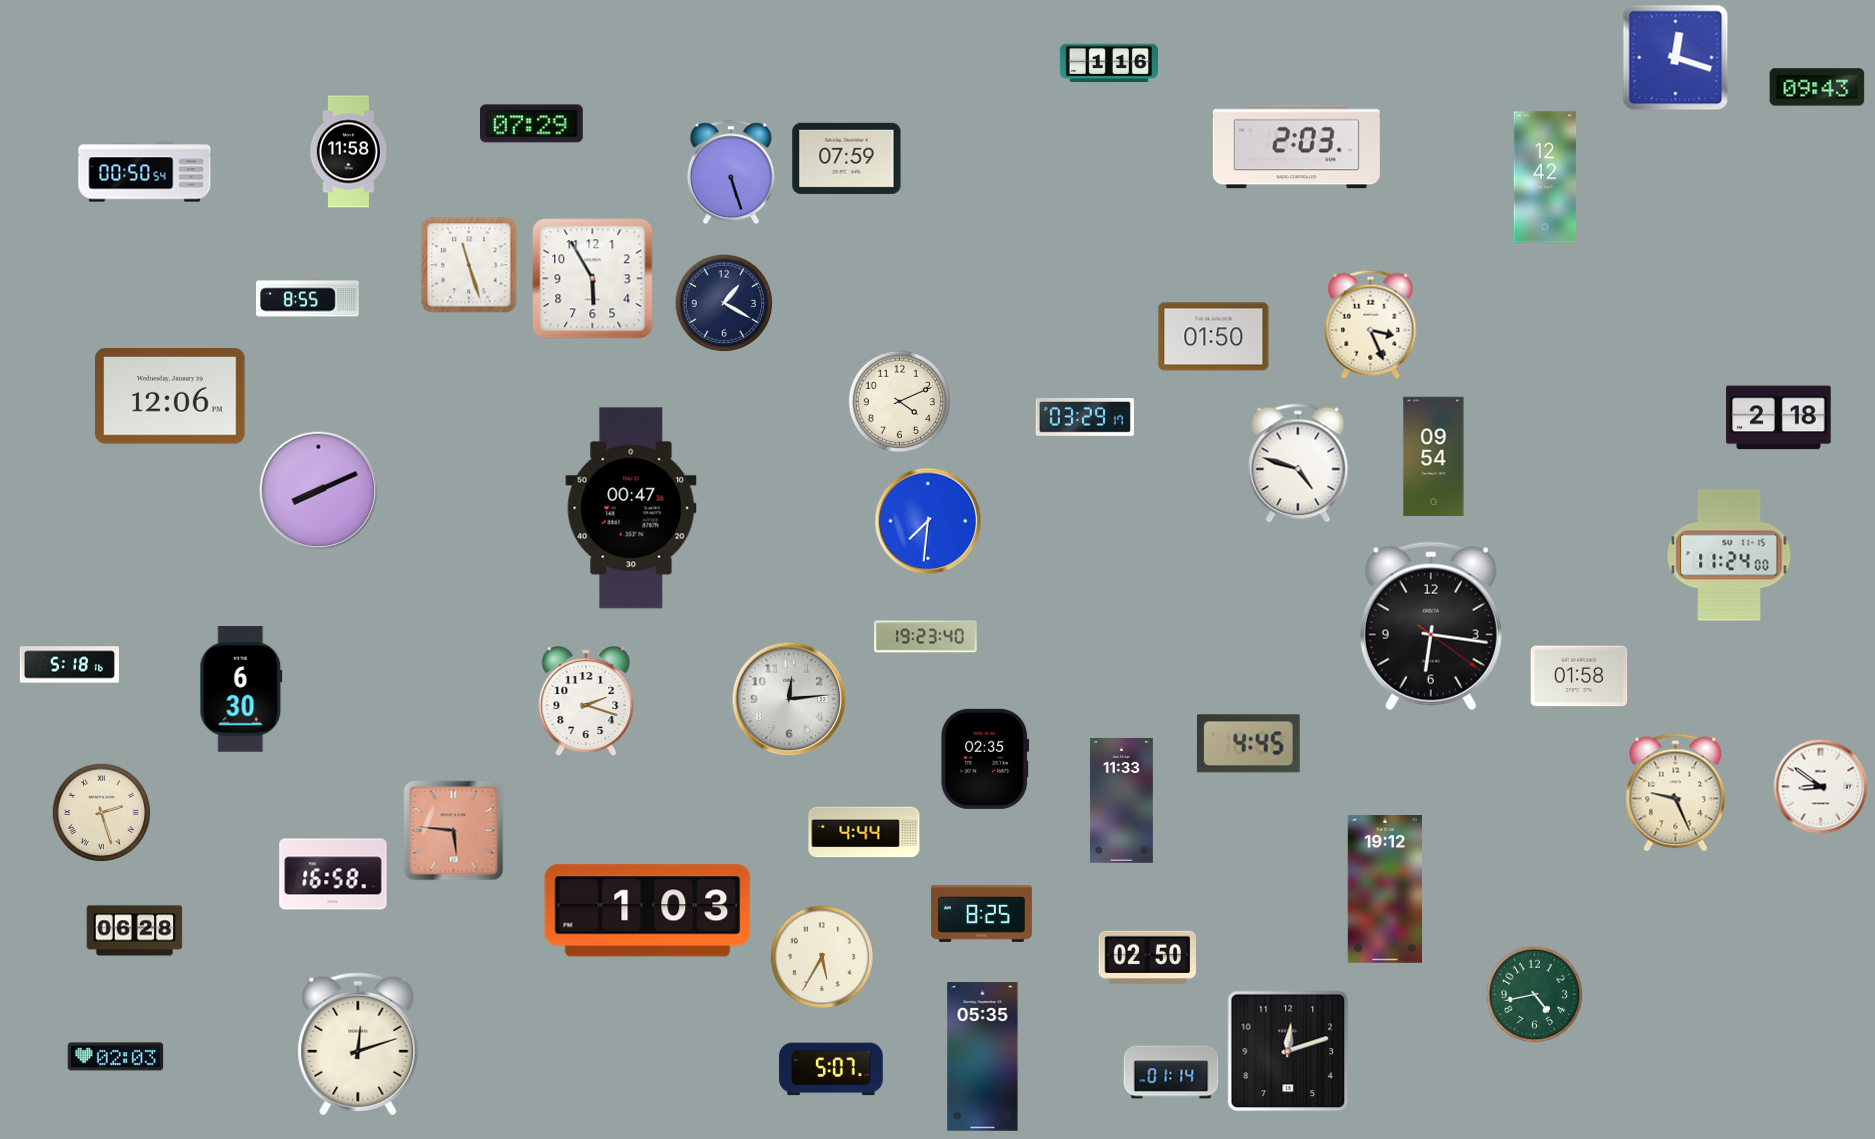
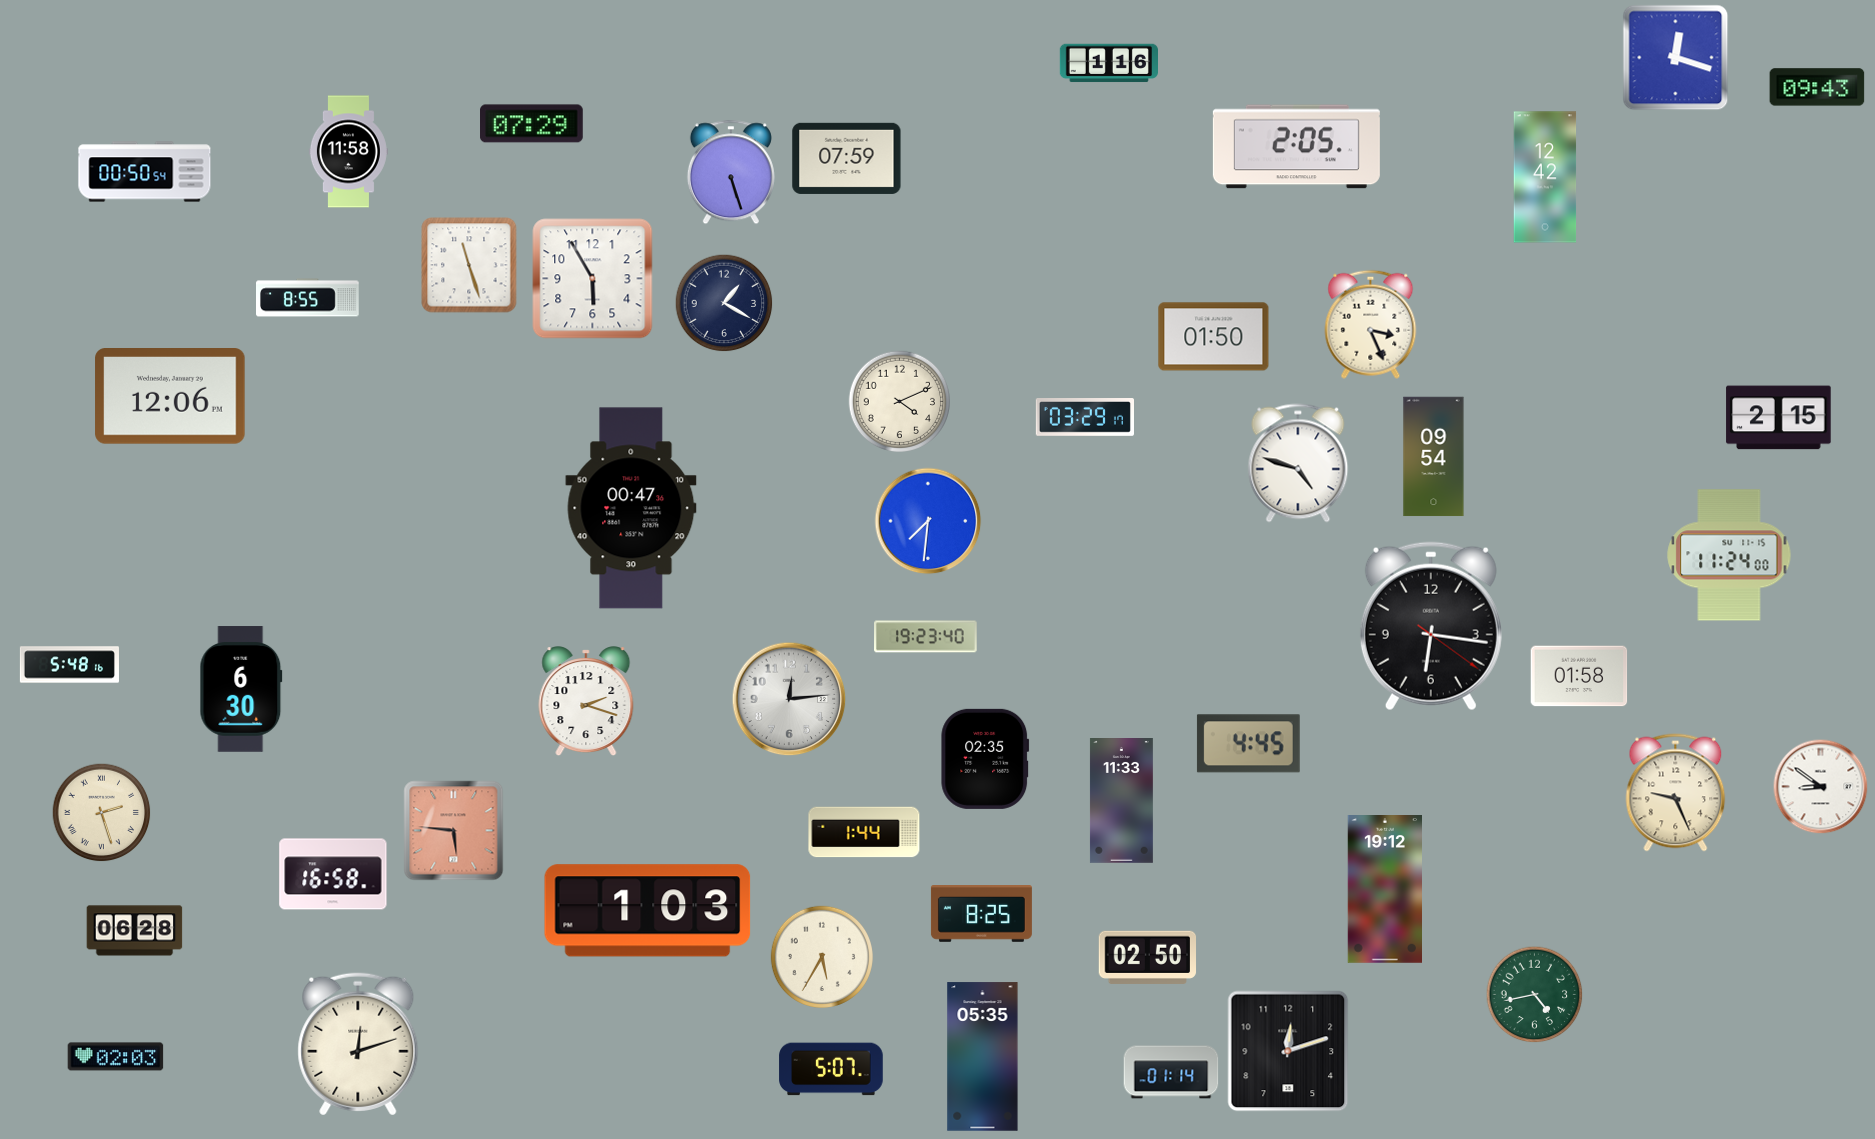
clock at (1296, 147): 2:03 -> 2:05
clock at (1779, 418): 2:18 -> 2:15
clock at (319, 491): 8:11 -> none
clock at (69, 665): 5:18 -> 5:48
clock at (864, 832): 4:44 -> 1:44
